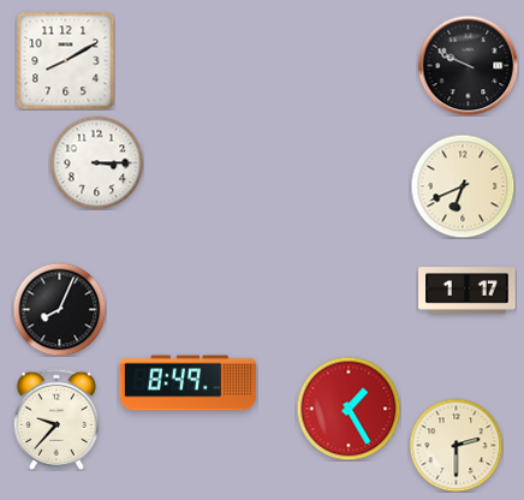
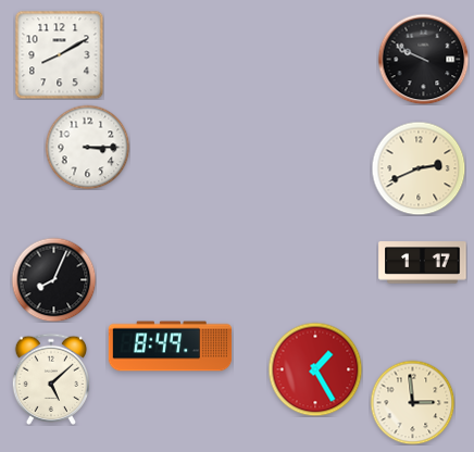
clock at (463, 186): 6:41 -> 2:41
clock at (55, 419): 9:37 -> 5:08
clock at (455, 445): 2:30 -> 2:59
